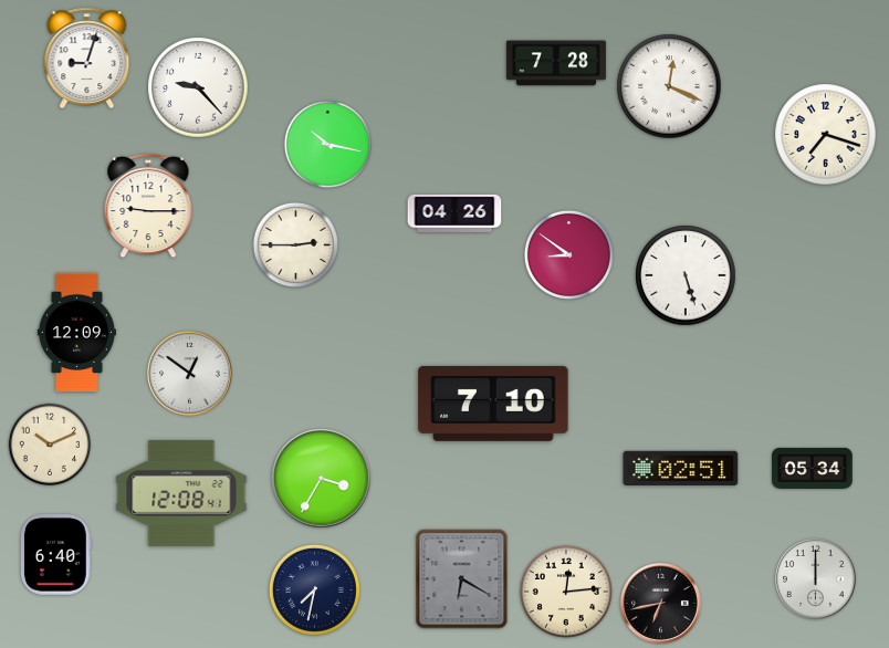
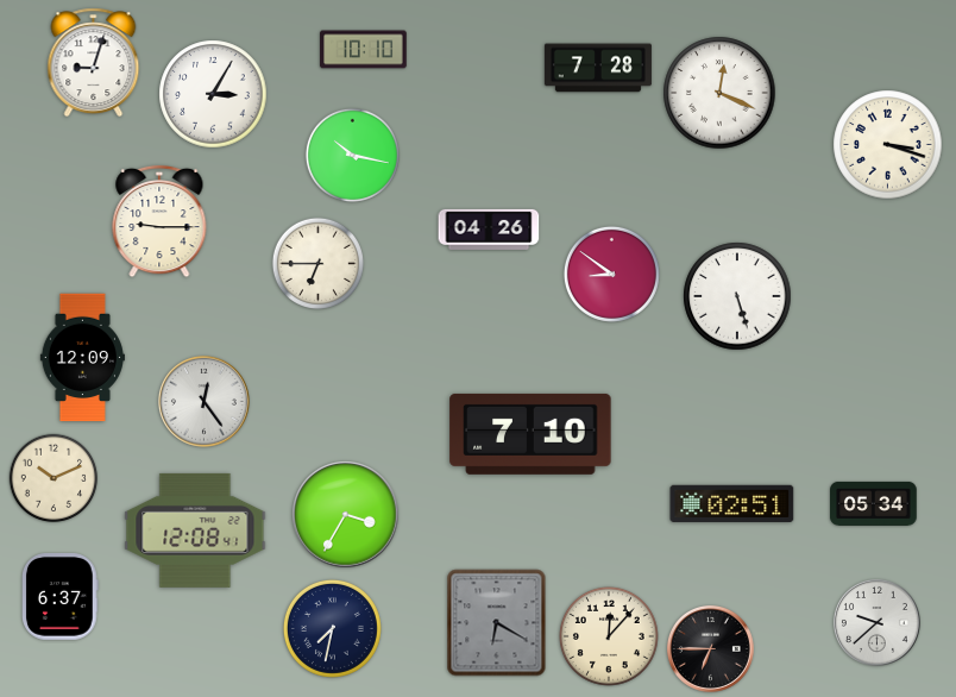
clock at (364, 50): none -> 10:10
clock at (198, 87): 9:23 -> 3:05
clock at (826, 135): 7:18 -> 3:18
clock at (295, 244): 2:45 -> 6:45
clock at (189, 373): 12:51 -> 12:24
clock at (56, 555): 6:40 -> 6:37
clock at (815, 578): 12:00 -> 9:38
clock at (314, 589) position: (314, 589) -> (332, 628)
clock at (566, 592): 12:14 -> 12:07
clock at (660, 603): 6:43 -> 6:45
